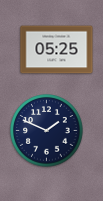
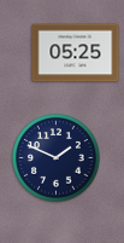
clock at (57, 50) position: (57, 50) -> (76, 53)
